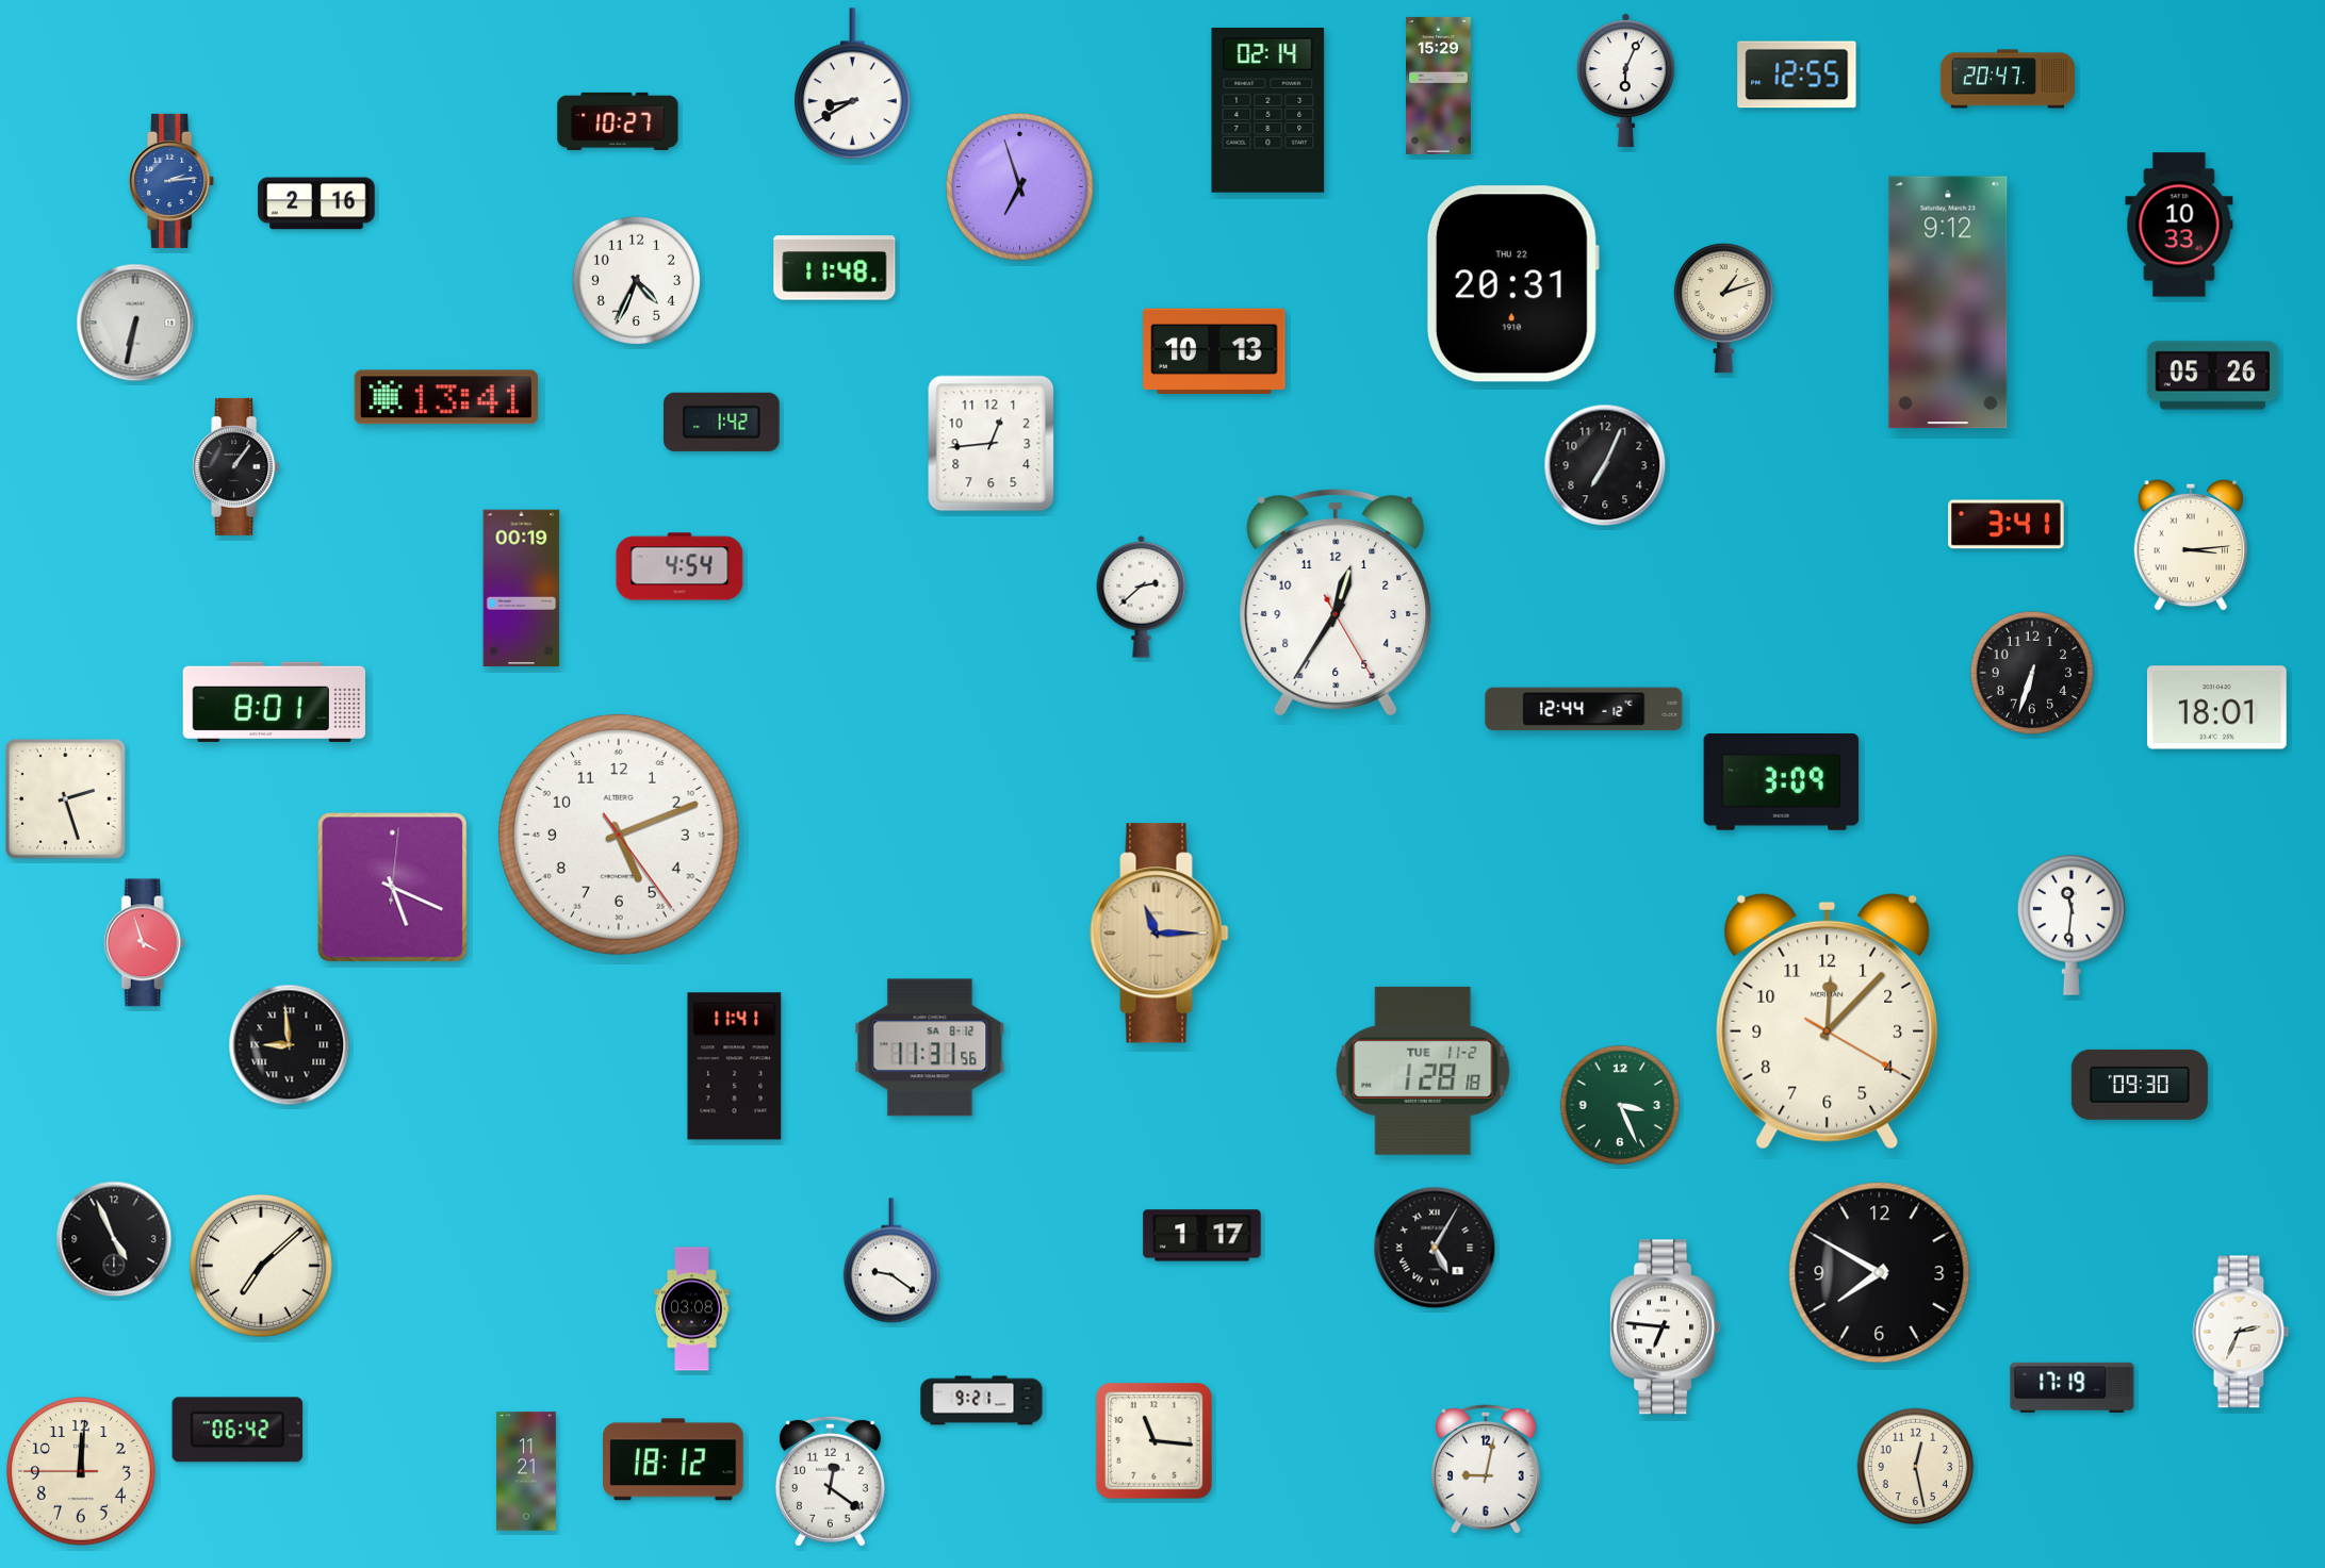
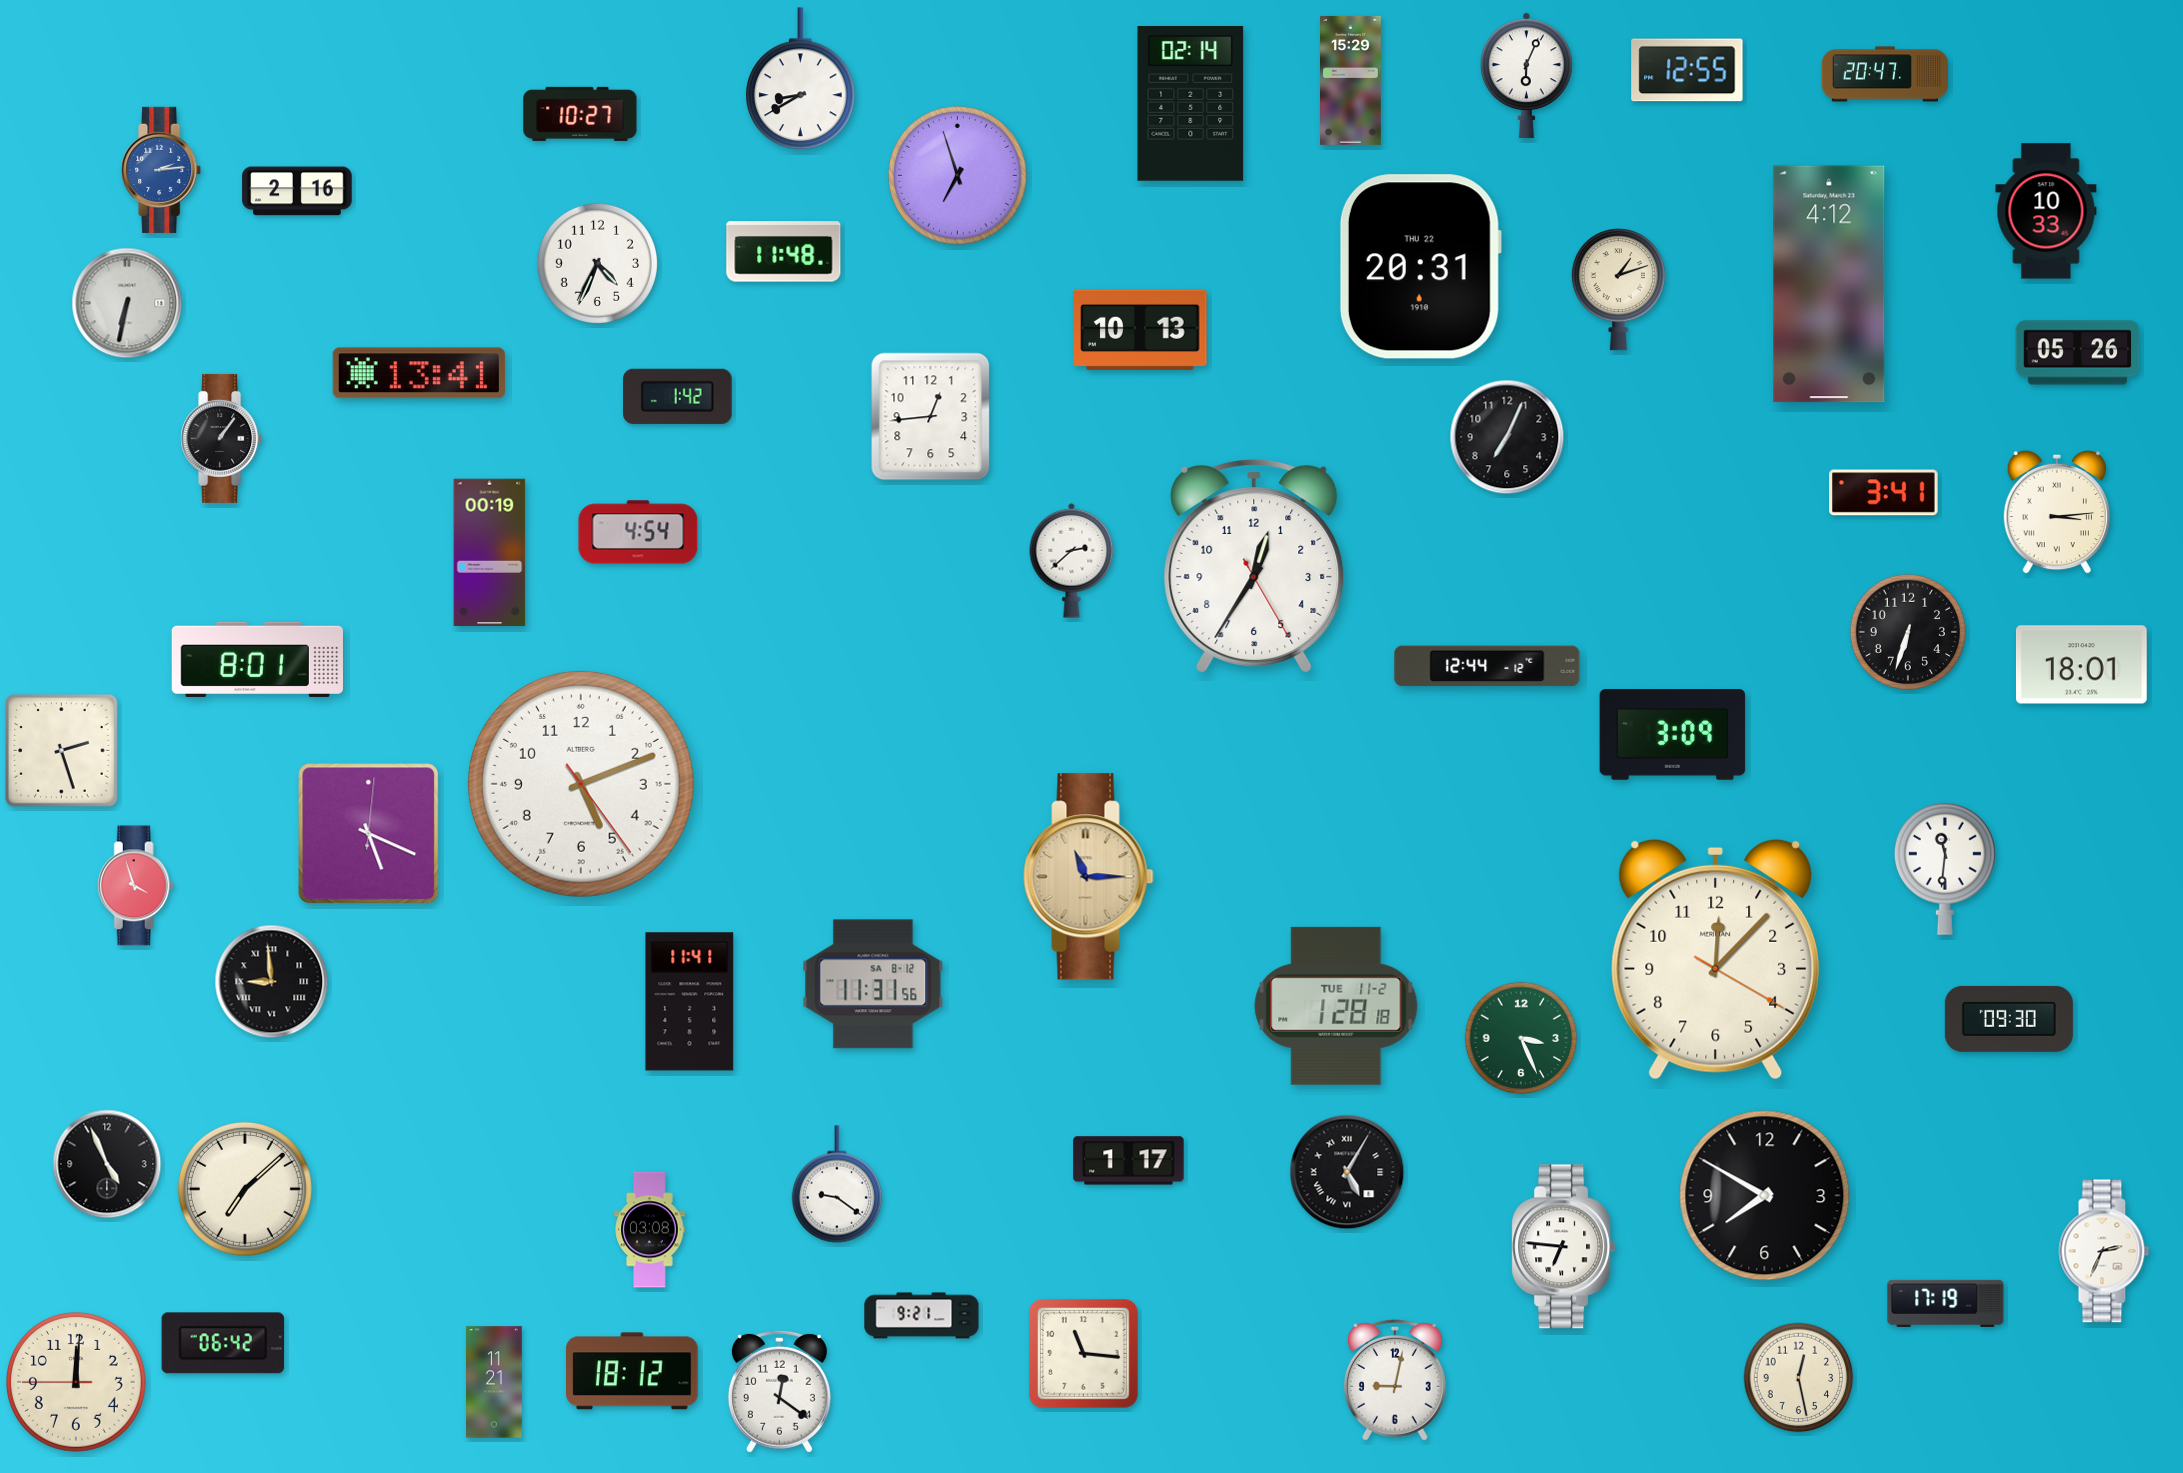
clock at (1948, 302): 9:12 -> 4:12
